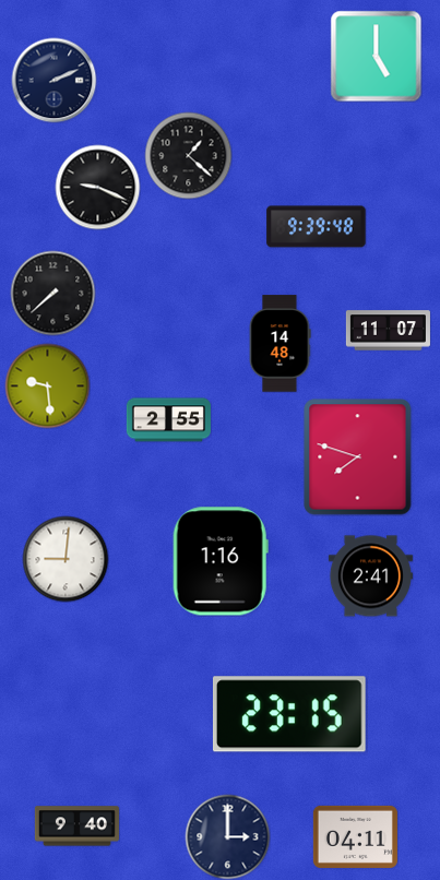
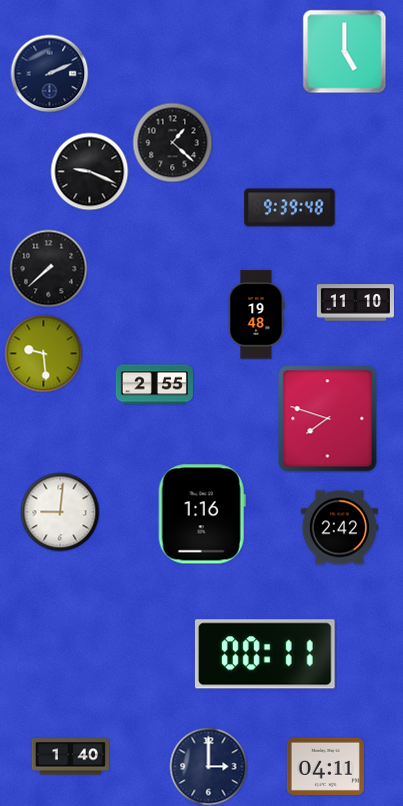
clock at (388, 331): 11:07 -> 11:10
clock at (280, 344): 14:48 -> 19:48
clock at (370, 576): 2:41 -> 2:42
clock at (289, 714): 23:15 -> 00:11
clock at (76, 827): 9:40 -> 1:40
